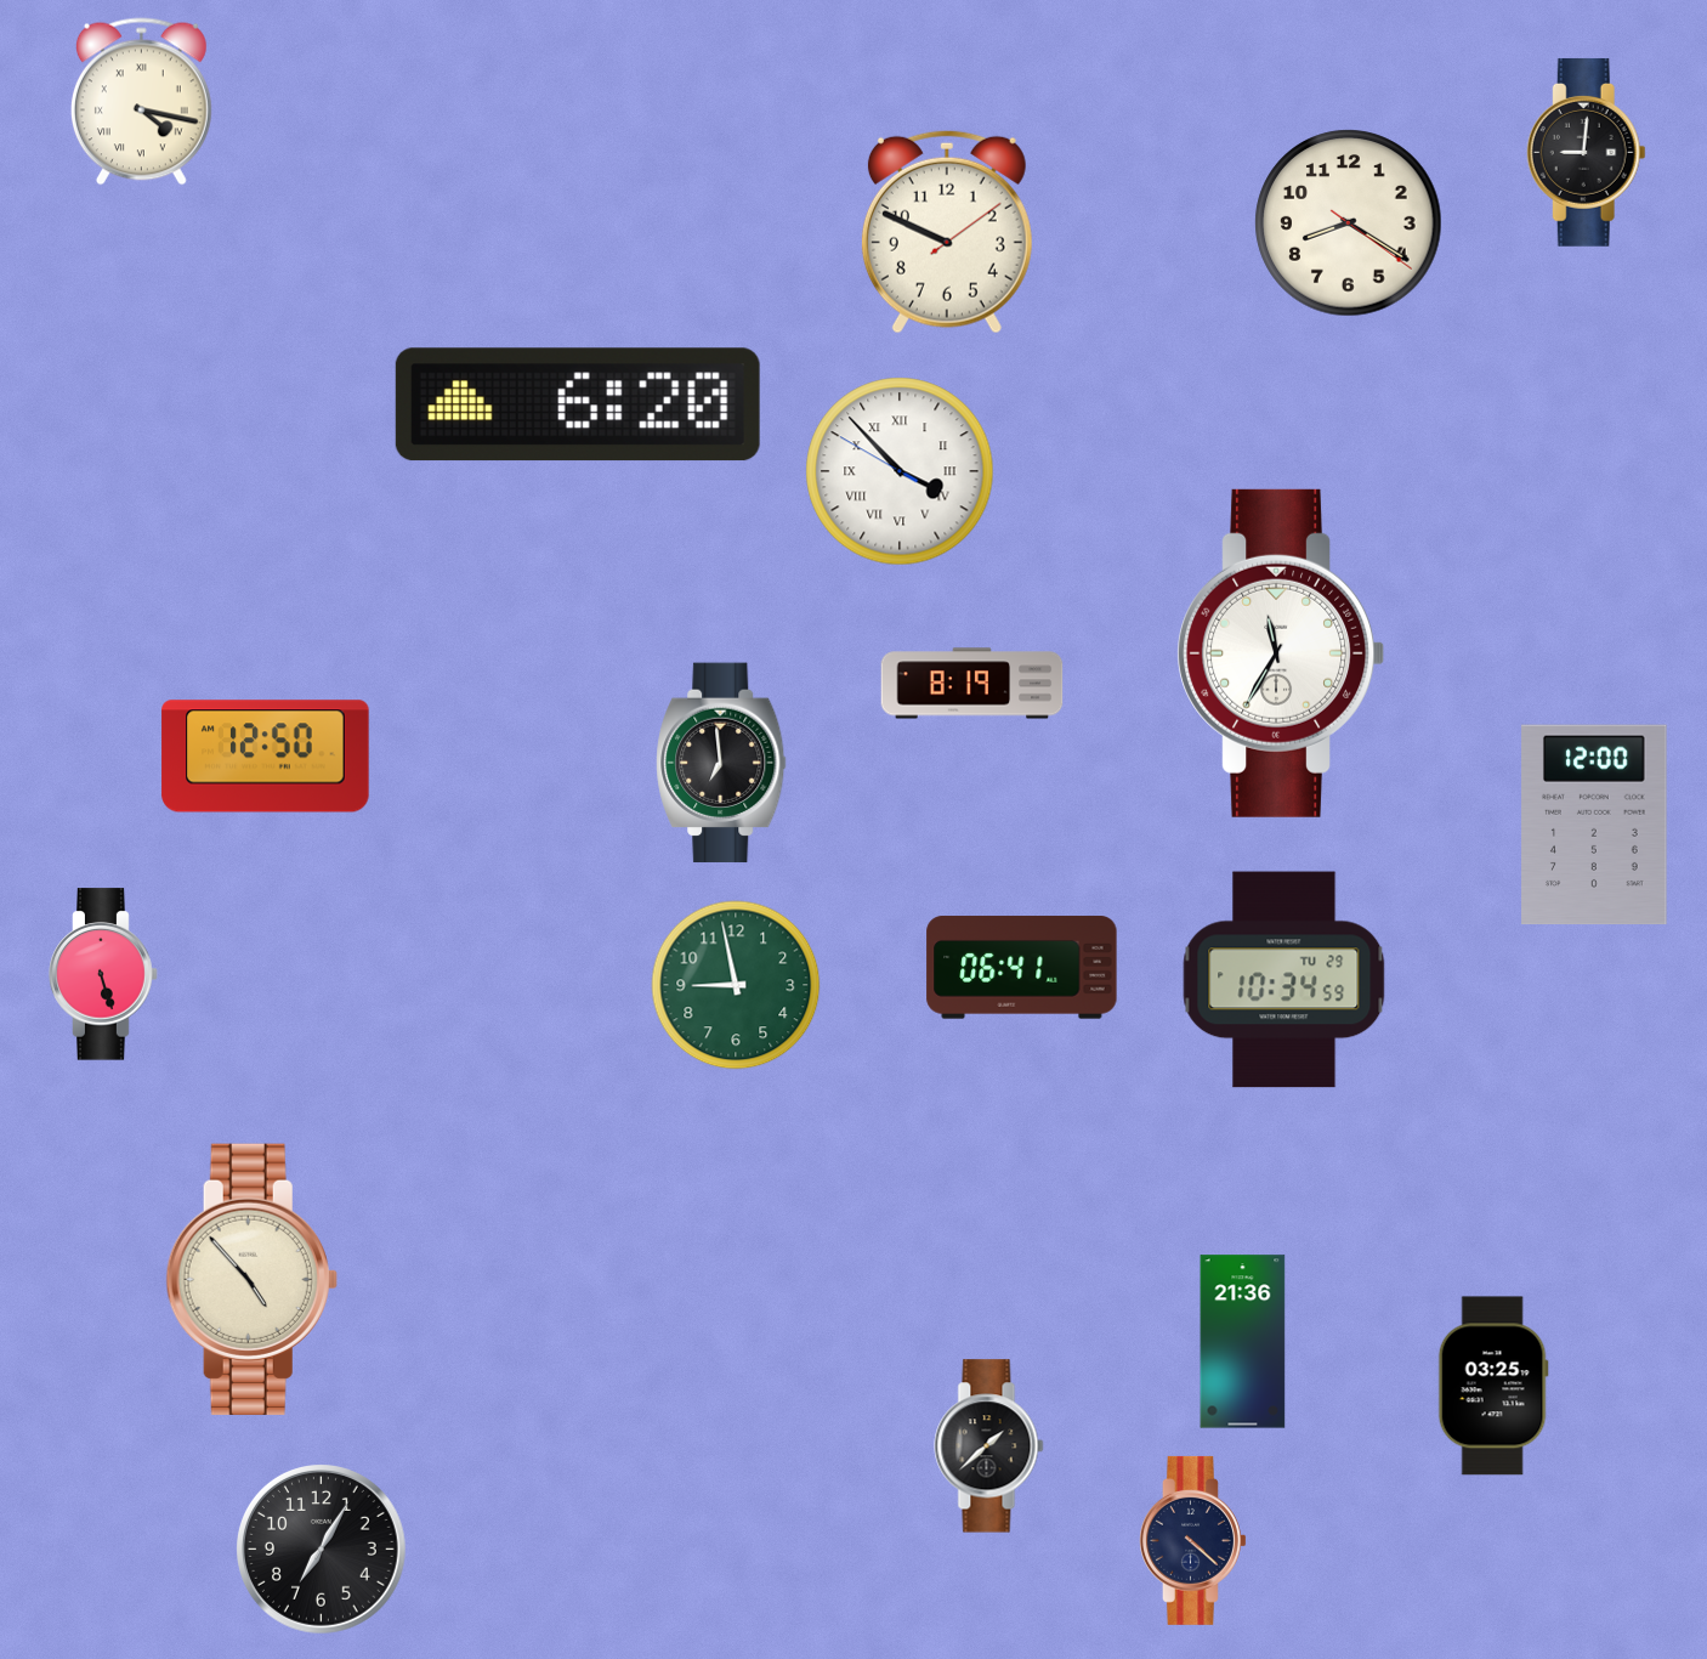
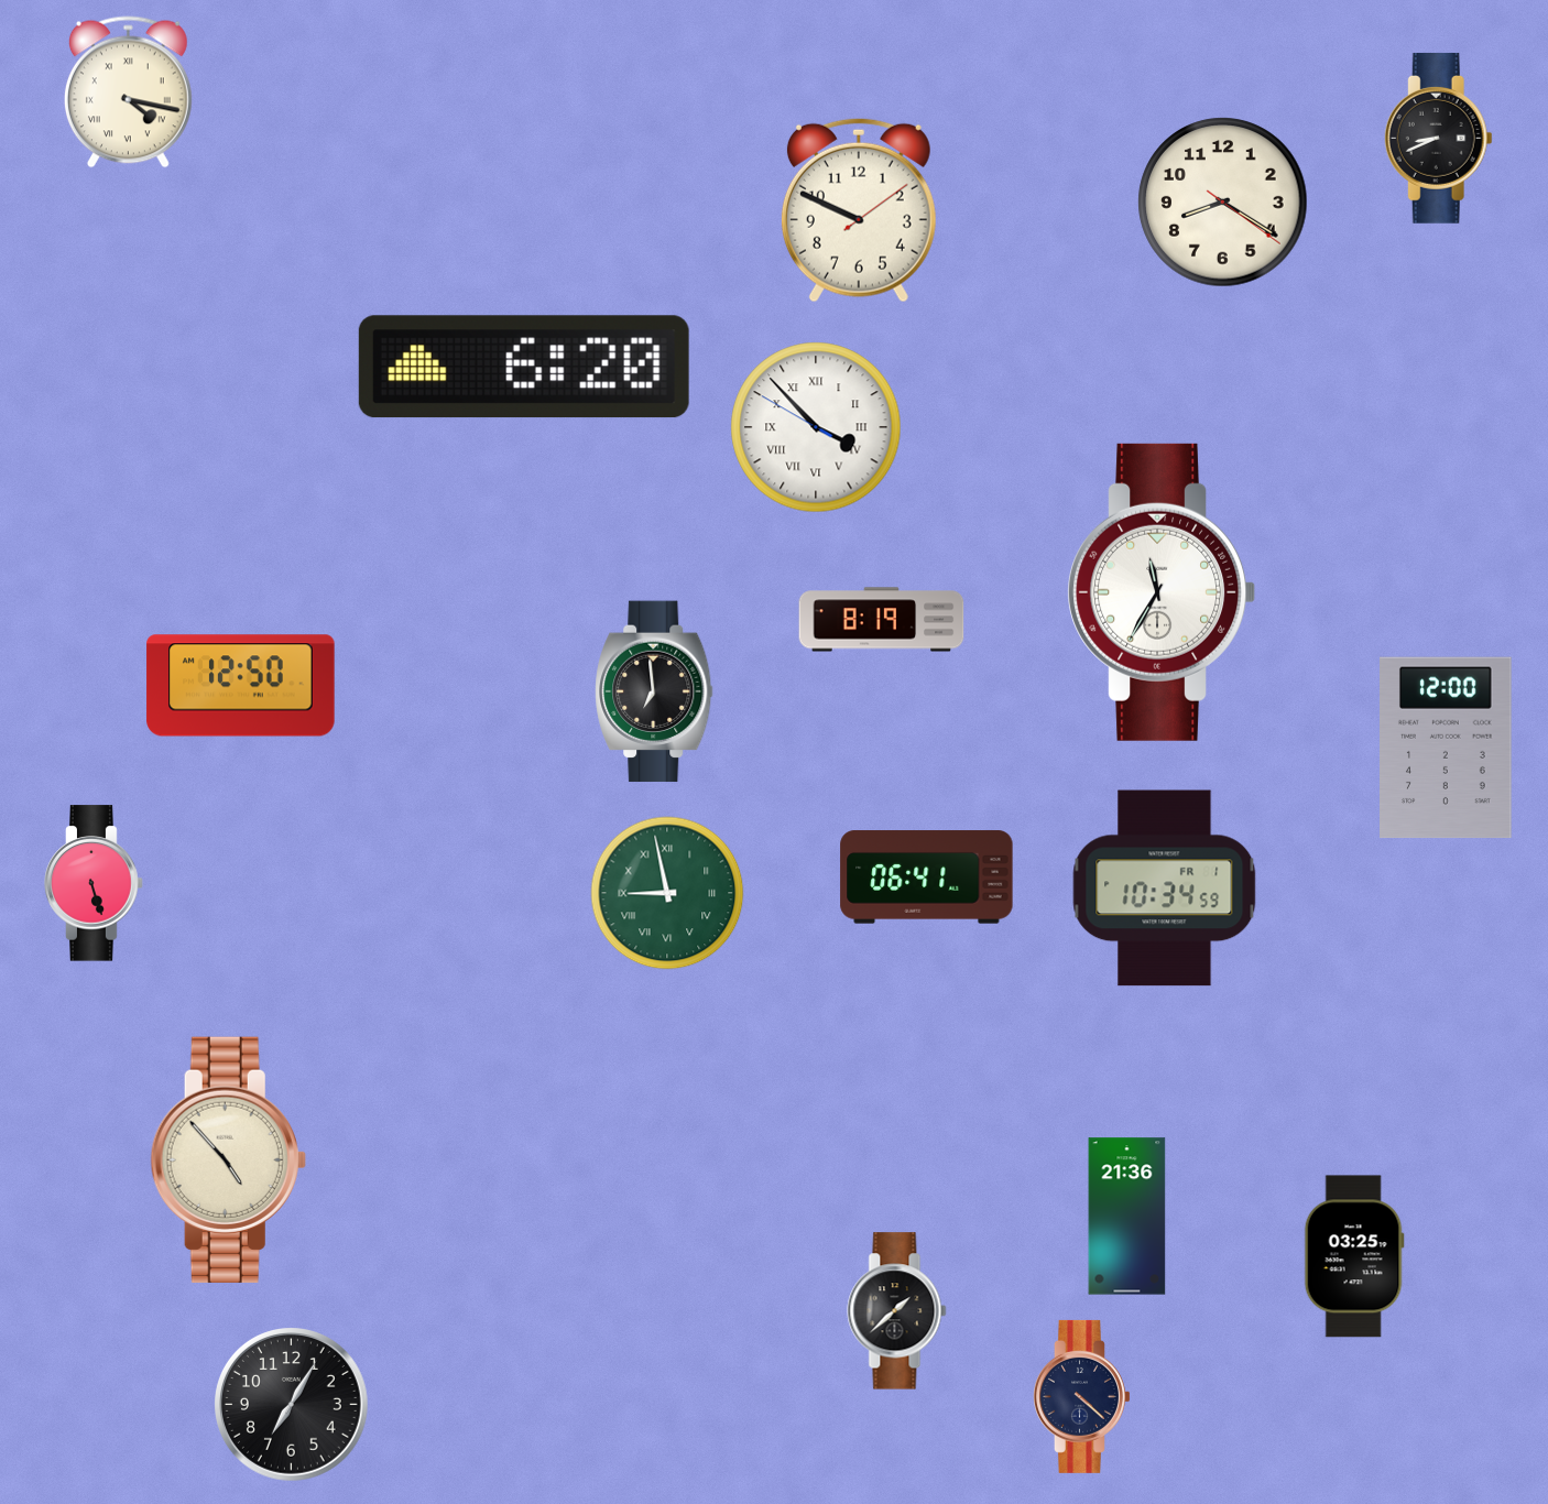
clock at (1586, 152): 9:01 -> 8:41
clock at (1284, 980) date: TU 29 -> FR 1
clock at (736, 985) numerals: Arabic -> Roman
